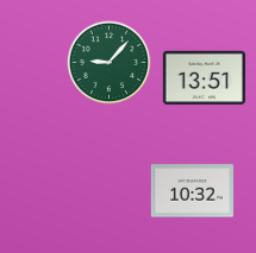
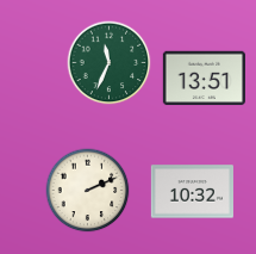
clock at (110, 63): 9:07 -> 11:34
clock at (88, 191): none -> 2:11
